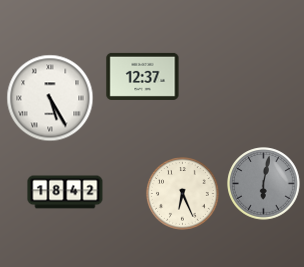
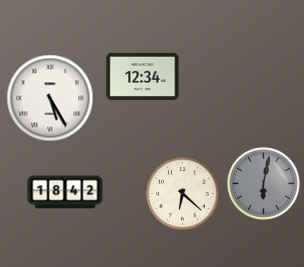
clock at (143, 76): 12:37 -> 12:34
clock at (183, 194): 6:26 -> 6:22
